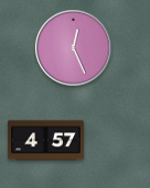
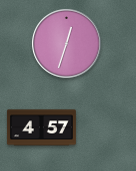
clock at (74, 48): 12:26 -> 12:33
